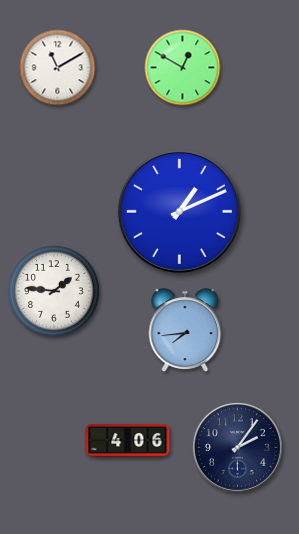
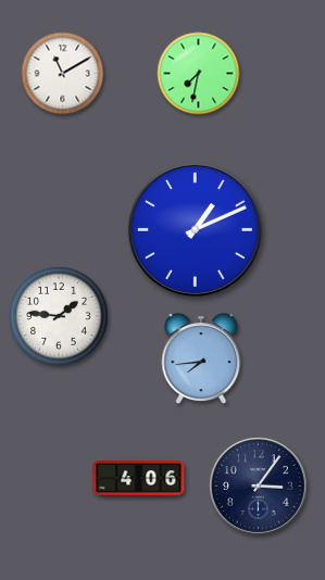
clock at (183, 68): 12:50 -> 7:32
clock at (237, 448): 2:06 -> 3:06
